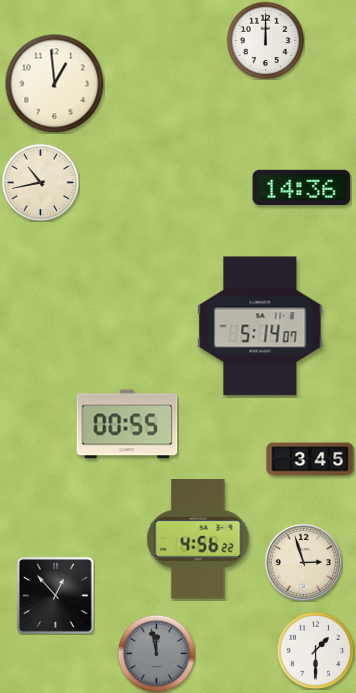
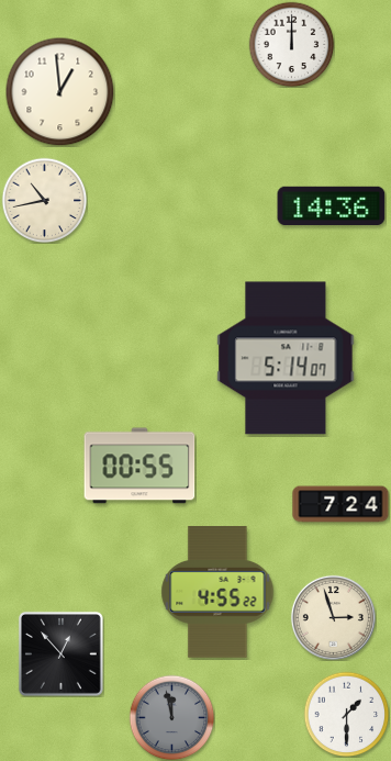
clock at (310, 459): 3:45 -> 7:24
clock at (198, 539): 4:56 -> 4:55
